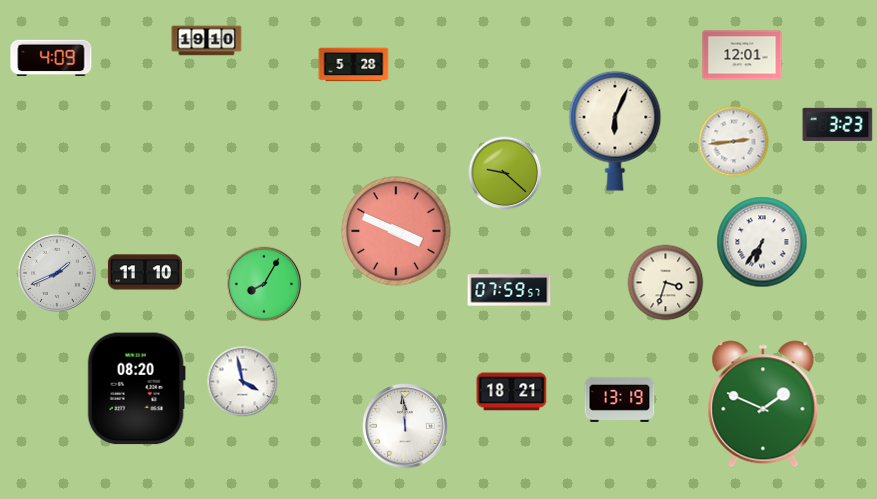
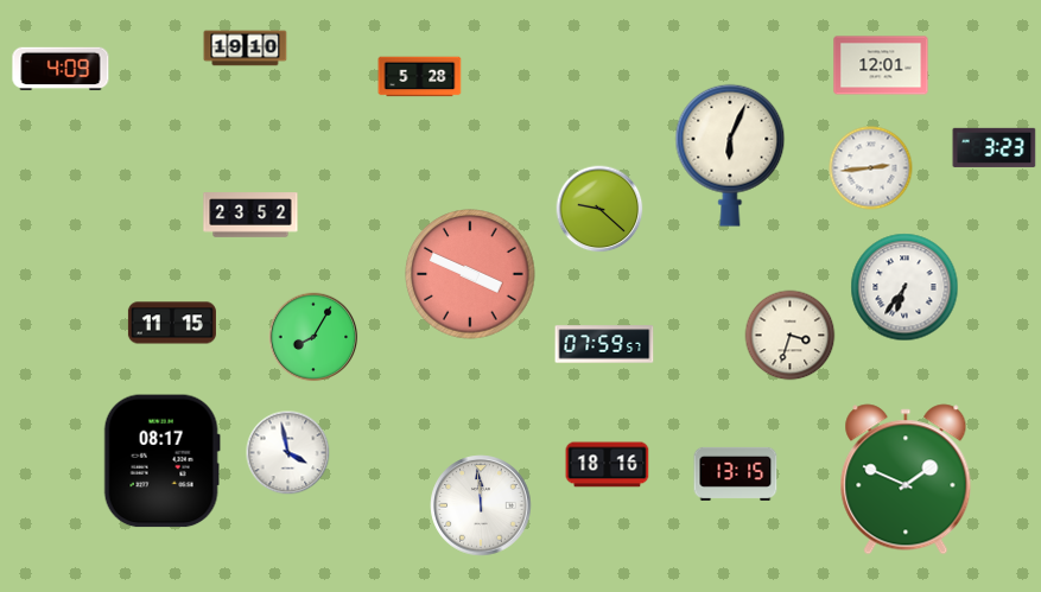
clock at (505, 173) position: (505, 173) -> (599, 209)
clock at (250, 215): none -> 23:52
clock at (145, 272): 11:10 -> 11:15
clock at (57, 273): 1:41 -> none
clock at (136, 389): 08:20 -> 08:17
clock at (512, 392): 18:21 -> 18:16
clock at (620, 399): 13:19 -> 13:15
